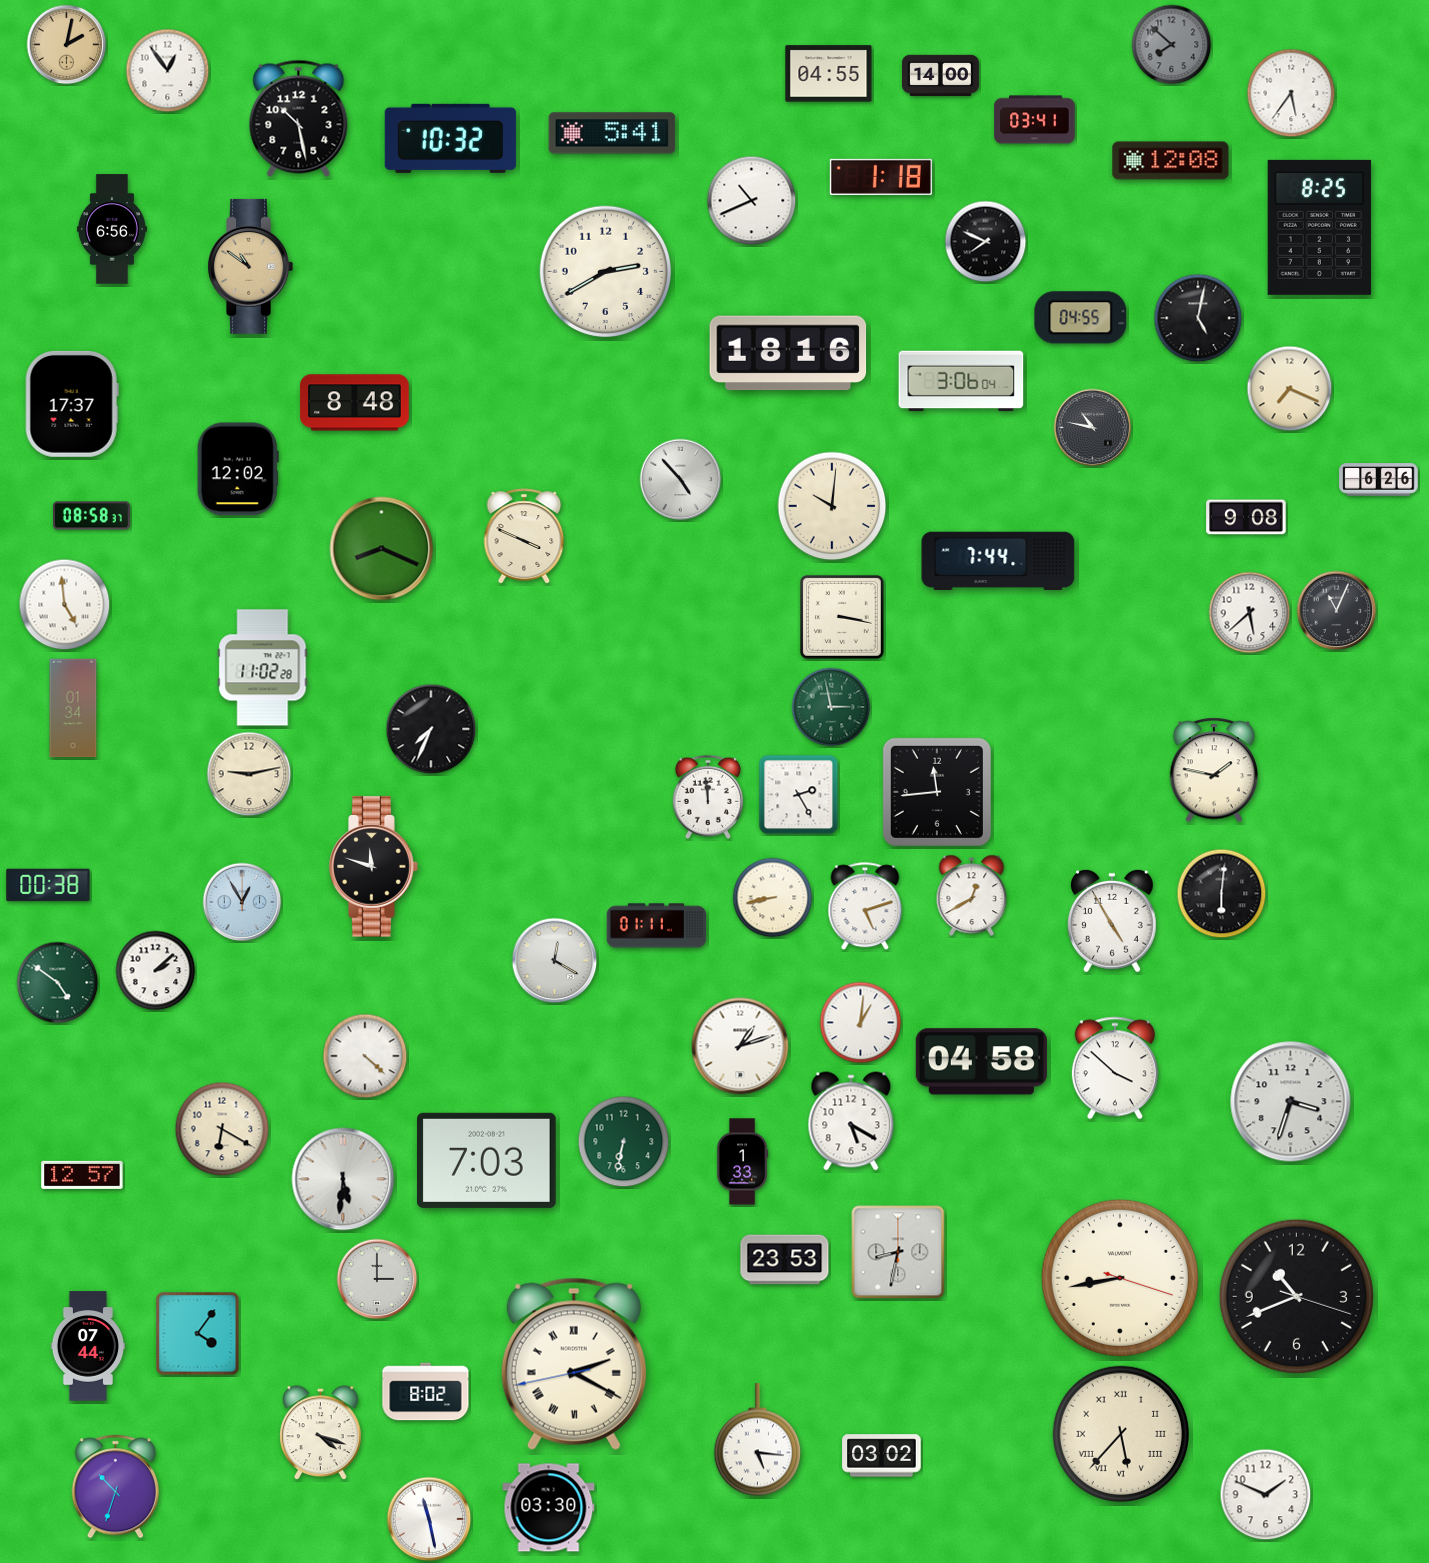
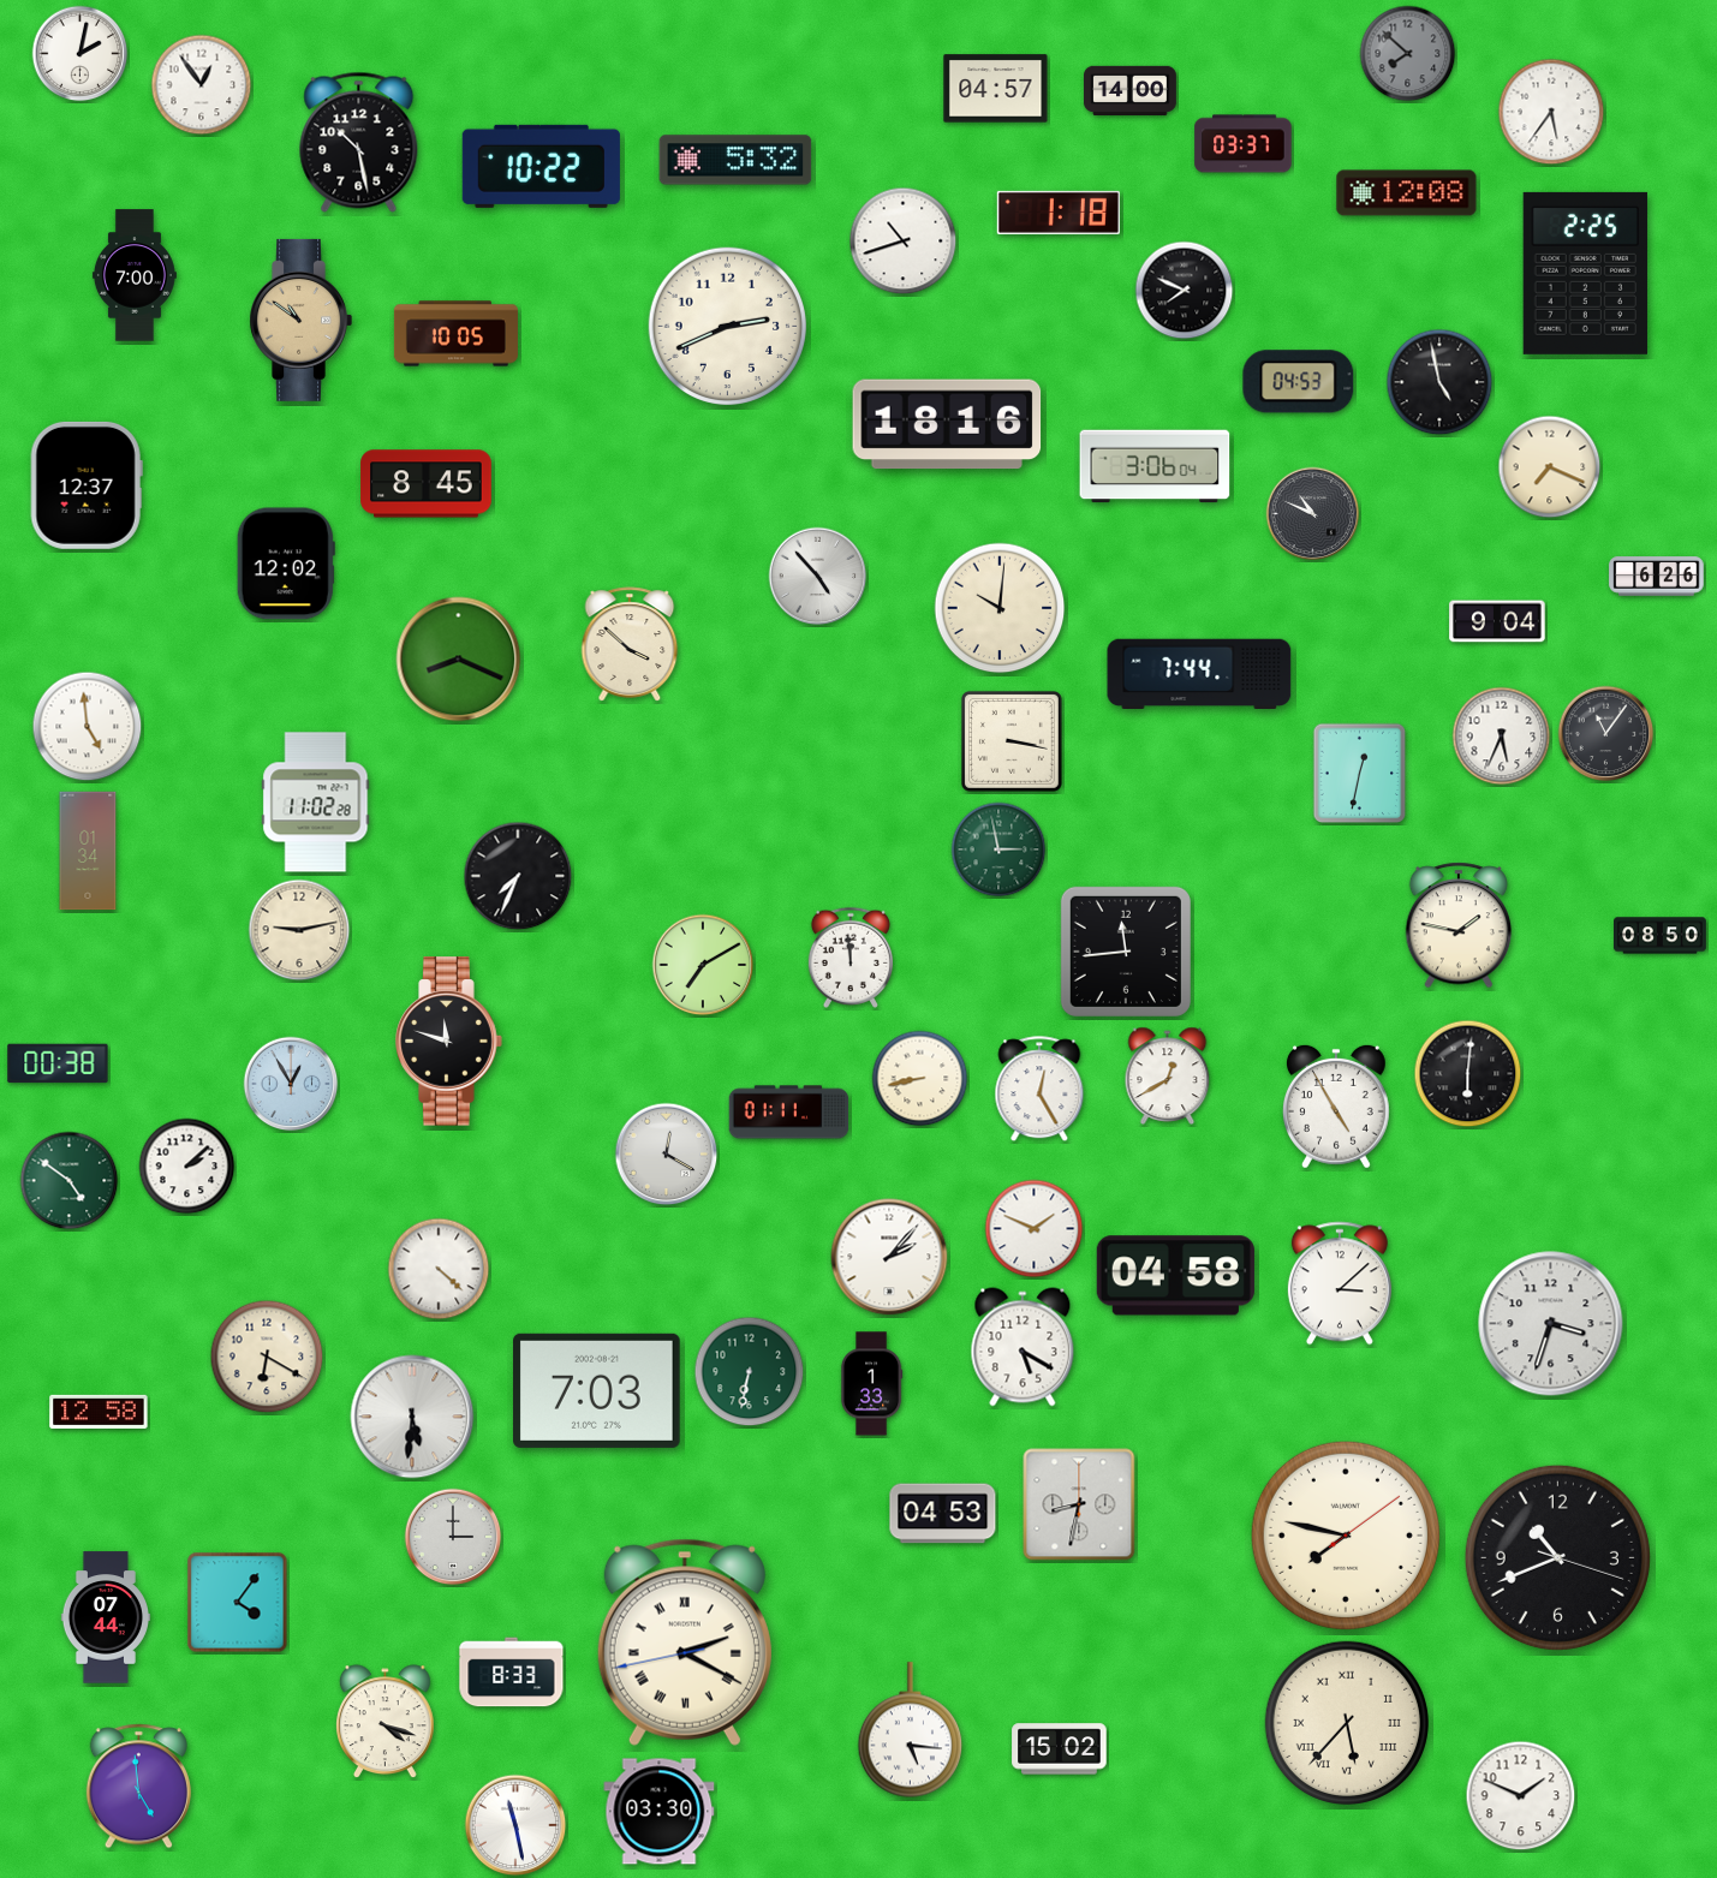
clock at (67, 45) dial: champagne -> white
clock at (829, 74): 04:55 -> 04:57
clock at (1035, 120): 03:41 -> 03:37
clock at (612, 133): 5:41 -> 5:32
clock at (450, 138): 10:32 -> 10:22
clock at (752, 201): 10:41 -> 10:42
clock at (1319, 227): 8:25 -> 2:25
clock at (112, 229): 6:56 -> 7:00
clock at (606, 272): 2:40 -> 2:41
clock at (455, 334): none -> 10:05
clock at (1081, 318): 04:55 -> 04:53
clock at (1198, 318): 5:02 -> 4:58
clock at (961, 381) position: (961, 381) -> (1155, 466)
clock at (355, 403): 8:48 -> 8:45
clock at (72, 404): 17:37 -> 12:37
clock at (1093, 428): 10:47 -> 10:49
clock at (92, 516): 08:58 -> none
clock at (1246, 517): 9:08 -> 9:04
clock at (524, 536): 3:49 -> 3:52
clock at (65, 605) position: (65, 605) -> (88, 727)
clock at (1337, 611): 11:04 -> 11:06
clock at (1250, 613): 5:38 -> 5:34
clock at (1360, 774): none -> 12:32
clock at (1661, 936): none -> 08:50
clock at (799, 795): 2:25 -> none
clock at (703, 965): none -> 7:10
clock at (773, 898) position: (773, 898) -> (920, 1079)
clock at (865, 907): 5:12 -> 12:25
clock at (861, 1023): 1:01 -> 1:49
clock at (740, 1046): 1:12 -> 2:07
clock at (981, 1062) position: (981, 1062) -> (1175, 1276)
clock at (1115, 1068): 3:52 -> 3:08
clock at (487, 1160) position: (487, 1160) -> (597, 1390)
clock at (742, 1162) position: (742, 1162) -> (871, 1384)
clock at (82, 1175): 12:57 -> 12:58
clock at (785, 1260): 23:53 -> 04:53
clock at (1120, 1278): 8:43 -> 7:47
clock at (574, 1364) position: (574, 1364) -> (685, 1642)
clock at (426, 1392): 8:02 -> 8:33
clock at (882, 1456): 03:02 -> 15:02
clock at (115, 1487): 10:33 -> 4:59
